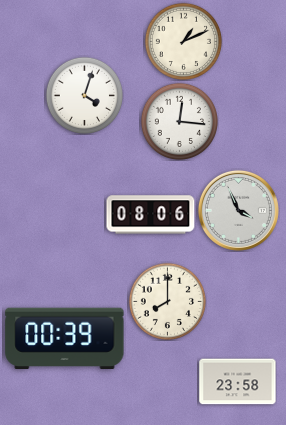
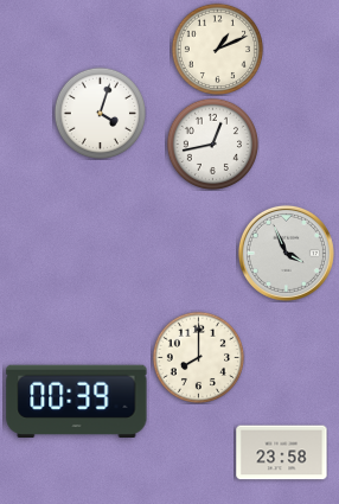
clock at (179, 121): 12:16 -> 12:43
clock at (238, 210) position: (238, 210) -> (286, 253)
clock at (151, 215): 08:06 -> none
